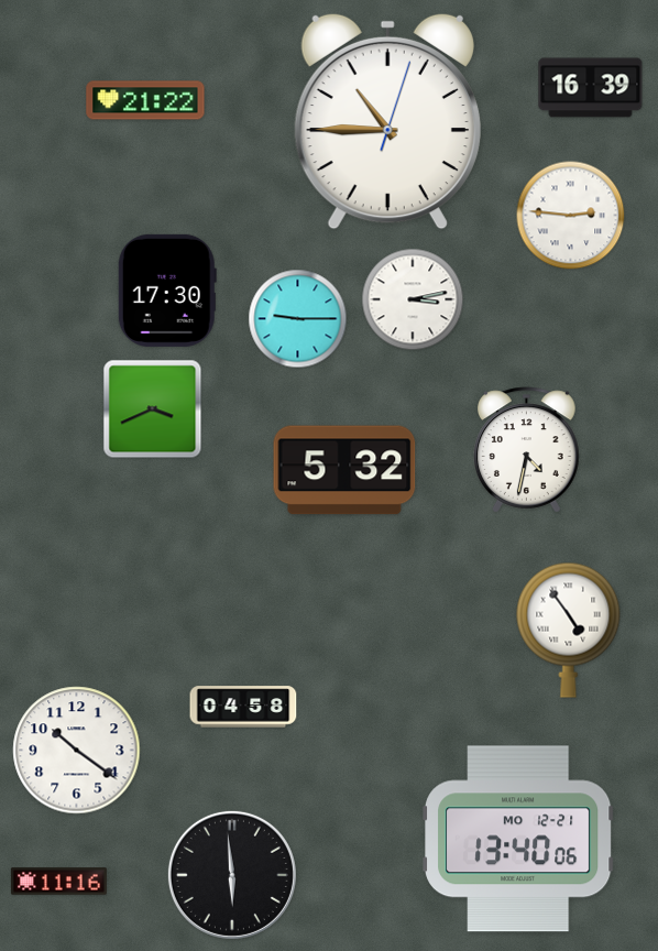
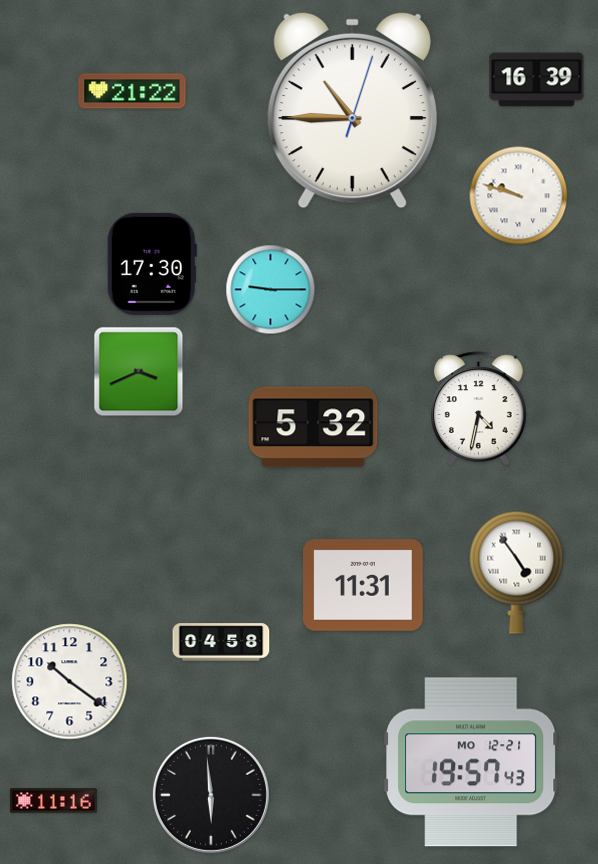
clock at (571, 216): 2:46 -> 9:48
clock at (413, 299): 3:13 -> none
clock at (364, 585): none -> 11:31
clock at (518, 839): 13:40 -> 19:57
